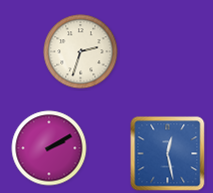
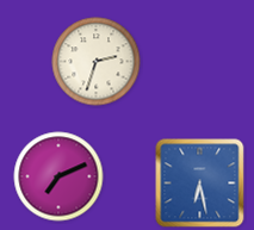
clock at (49, 148): 2:10 -> 7:11
clock at (168, 154): 12:28 -> 6:28
